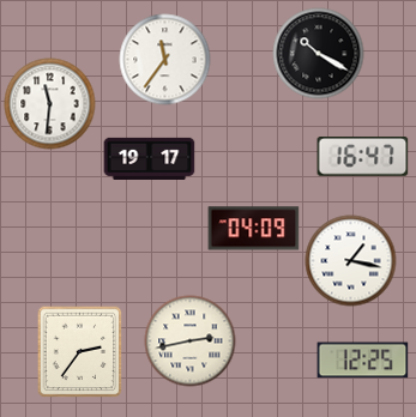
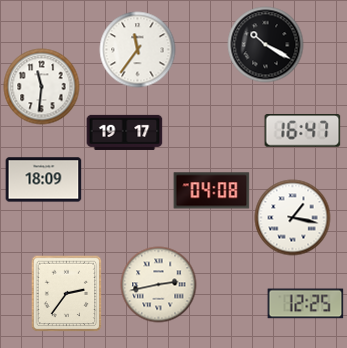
clock at (44, 180): none -> 18:09
clock at (254, 229): 04:09 -> 04:08
clock at (363, 361) position: (363, 361) -> (306, 304)
